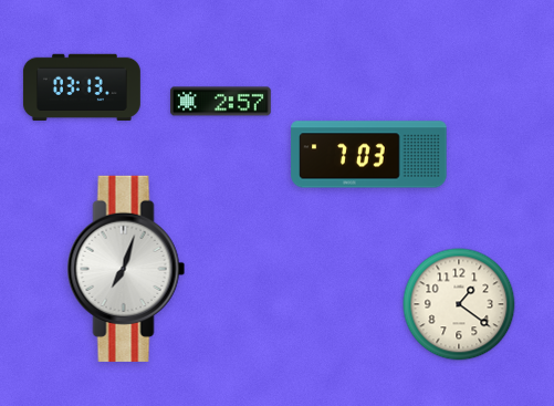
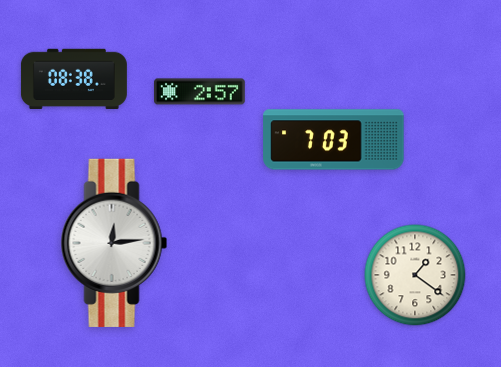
clock at (82, 86): 03:13 -> 08:38
clock at (126, 269): 7:03 -> 12:14
